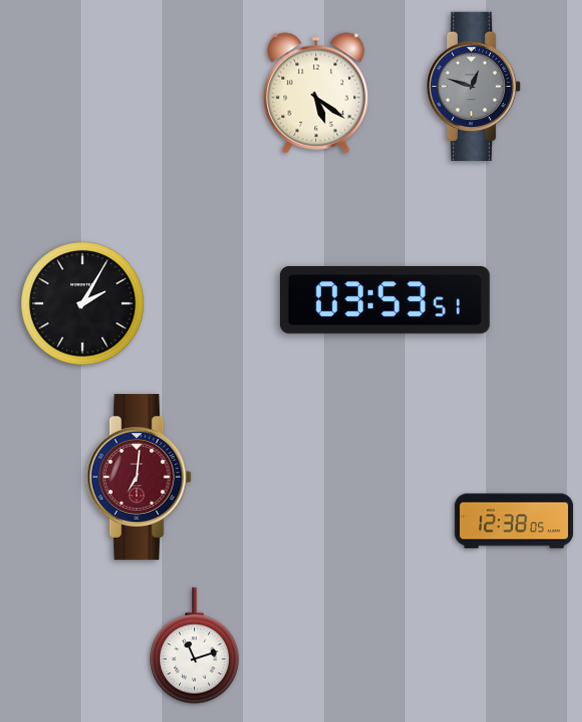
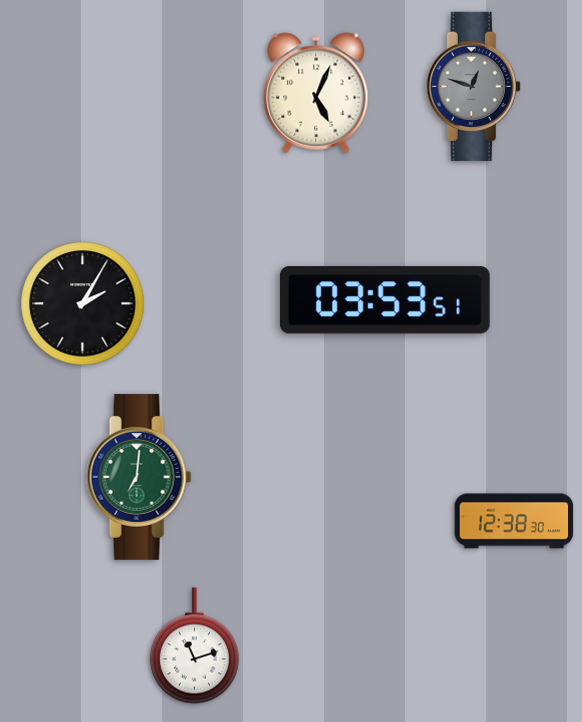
clock at (316, 93): 5:21 -> 5:04
clock at (139, 477) dial: burgundy -> green
clock at (514, 521): 12:38:05 -> 12:38:30
